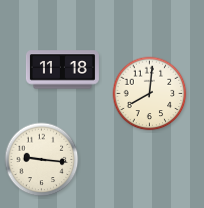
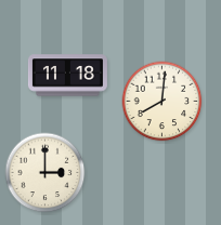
clock at (42, 160): 9:16 -> 3:00
